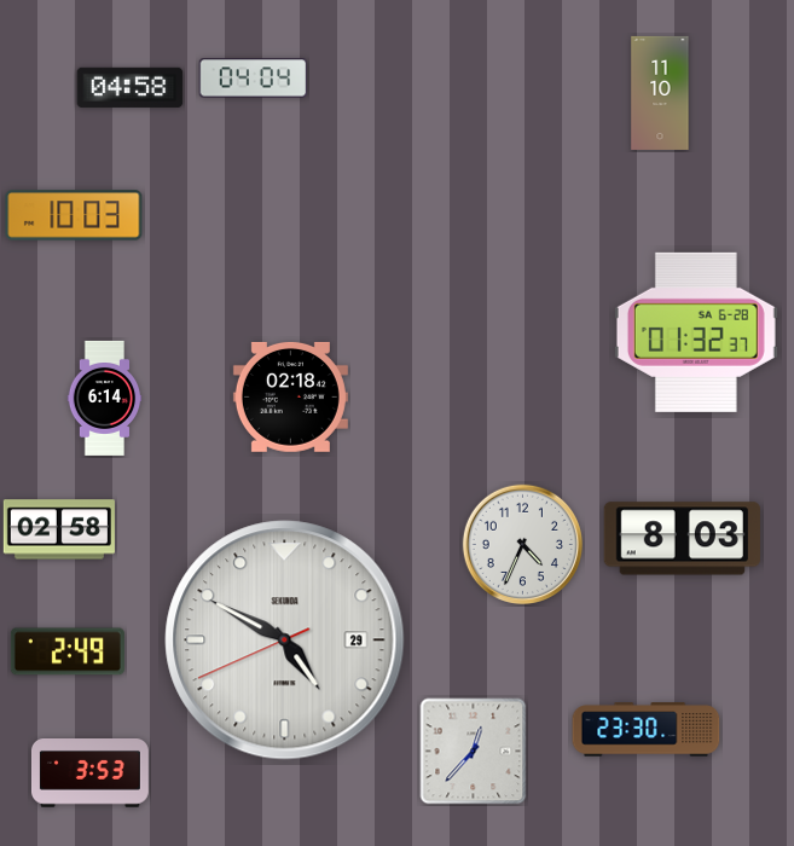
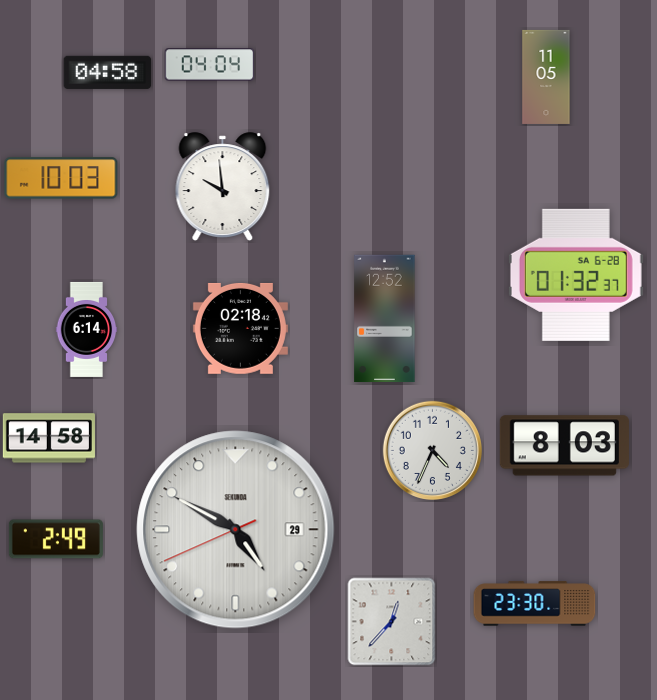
clock at (660, 93): 11:10 -> 11:05
clock at (223, 187): none -> 9:59
clock at (385, 319): none -> 12:52
clock at (59, 529): 02:58 -> 14:58
clock at (89, 773): 3:53 -> none
